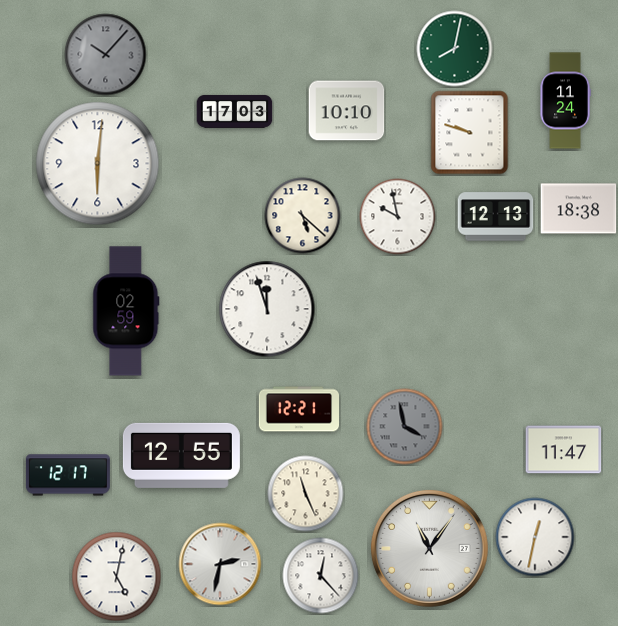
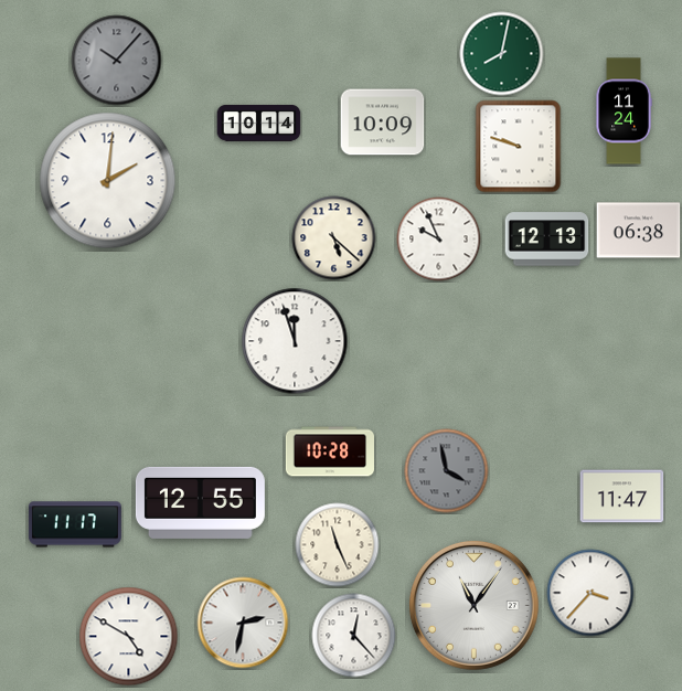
clock at (235, 111): 17:03 -> 10:14
clock at (347, 111): 10:10 -> 10:09
clock at (98, 164): 6:01 -> 2:01
clock at (579, 209): 18:38 -> 06:38
clock at (398, 217): 9:58 -> 9:56
clock at (126, 311): 02:59 -> none
clock at (298, 409): 12:21 -> 10:28
clock at (68, 475): 12:17 -> 11:17
clock at (535, 537): 12:32 -> 3:37
clock at (117, 577): 5:02 -> 4:50
